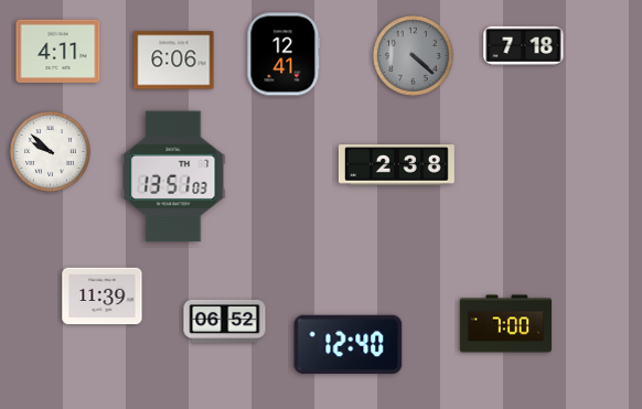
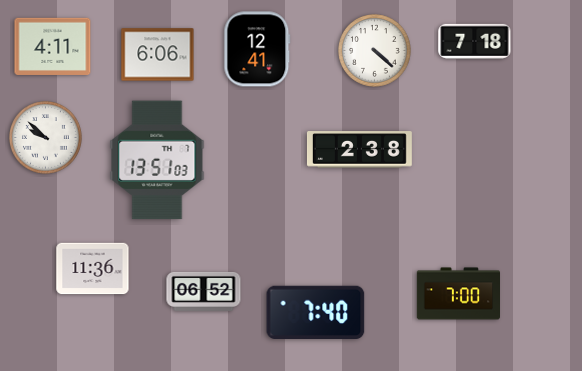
clock at (414, 56) dial: grey -> white
clock at (103, 297): 11:39 -> 11:36
clock at (349, 344): 12:40 -> 7:40
